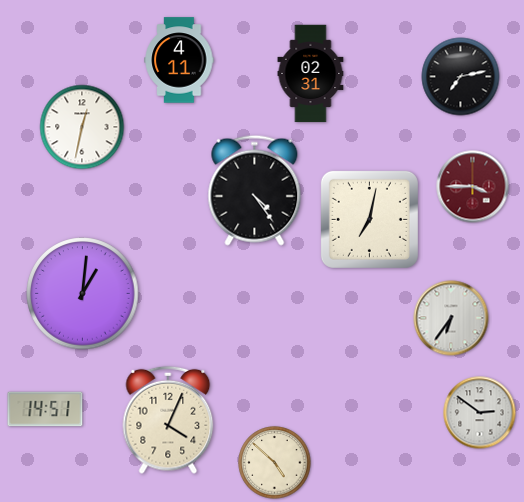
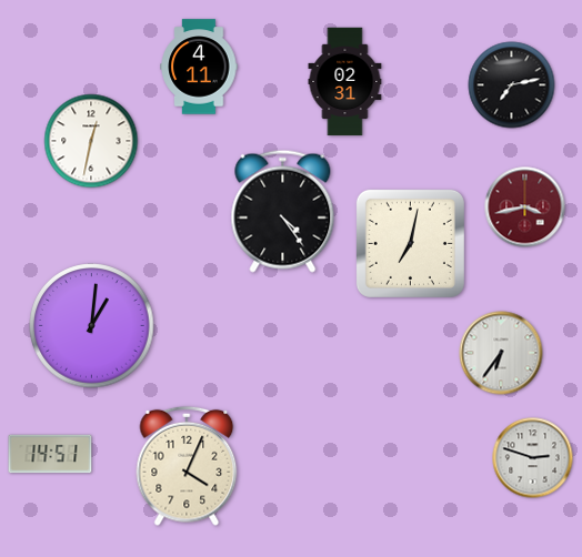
clock at (473, 187): 3:45 -> 3:43
clock at (480, 413): 2:51 -> 2:48
clock at (275, 463): 4:52 -> none
